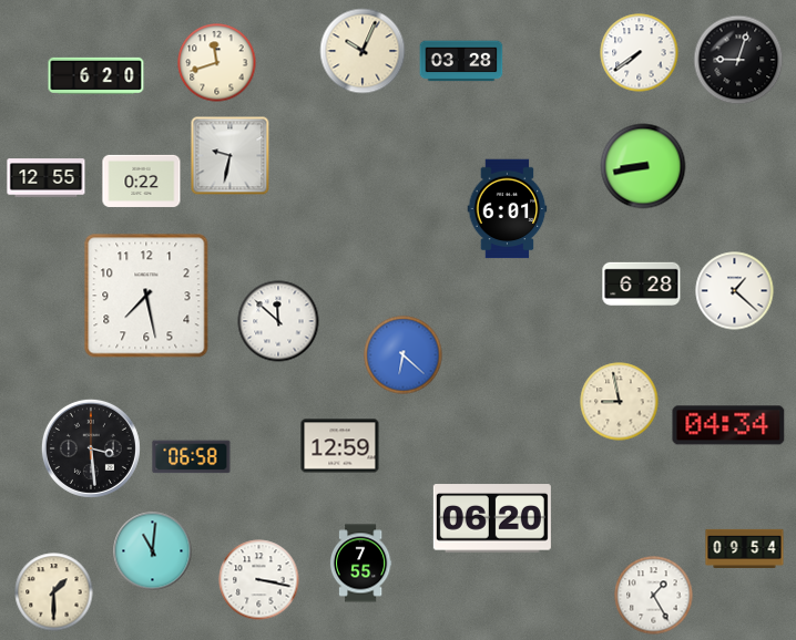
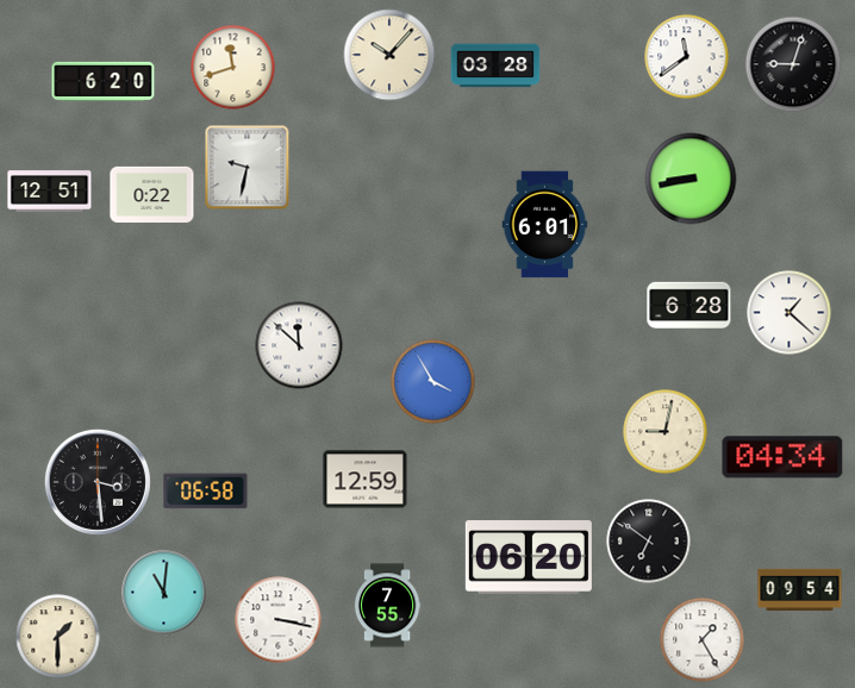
clock at (363, 51): 10:04 -> 10:07
clock at (640, 53): 7:39 -> 11:39
clock at (47, 178): 12:55 -> 12:51
clock at (146, 296): 7:28 -> none
clock at (404, 355): 6:22 -> 3:55
clock at (620, 402): 8:58 -> 9:02
clock at (649, 542): none -> 6:51
clock at (259, 580) position: (259, 580) -> (279, 620)
